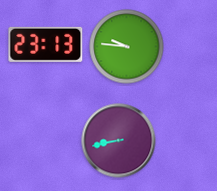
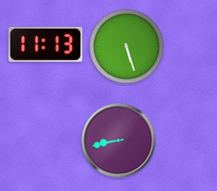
clock at (46, 44): 23:13 -> 11:13
clock at (127, 47): 9:46 -> 5:27
